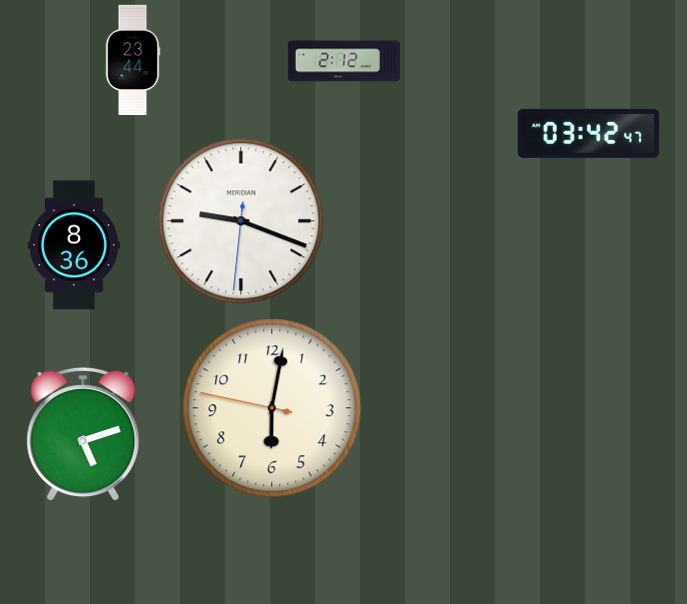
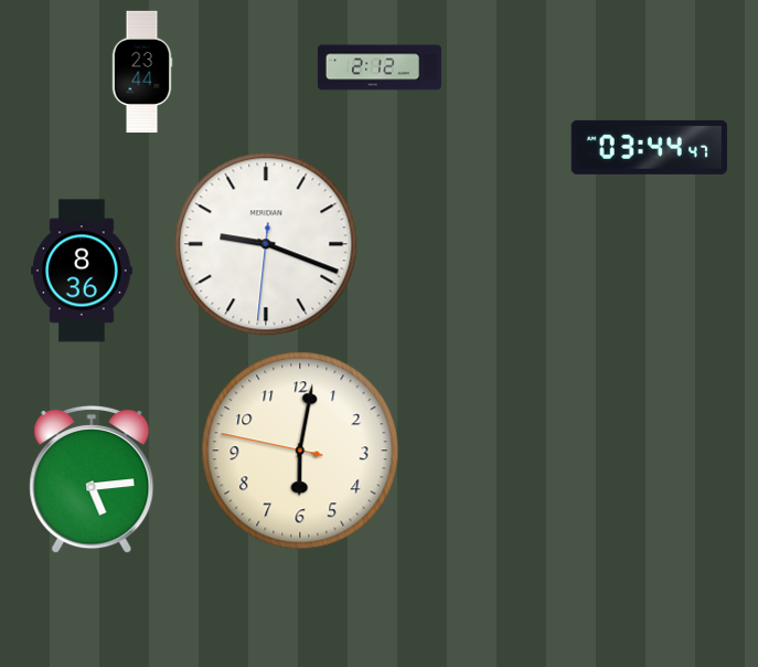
clock at (133, 60) position: (133, 60) -> (142, 72)
clock at (588, 133): 03:42 -> 03:44
clock at (83, 434): 5:12 -> 5:14
